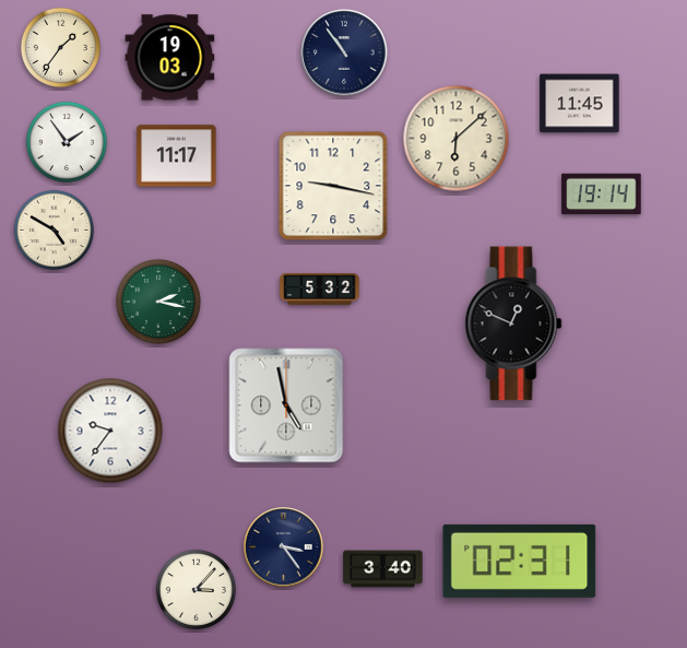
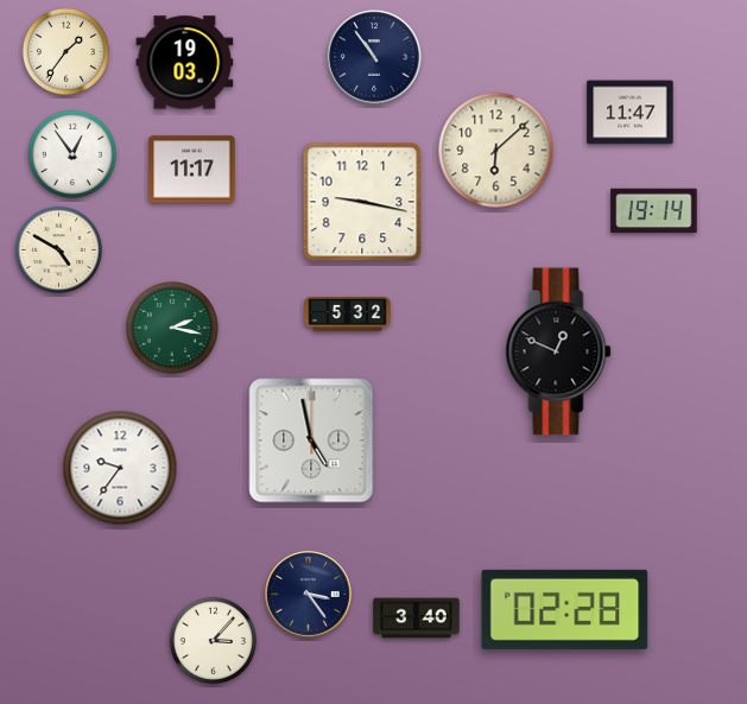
clock at (580, 104): 11:45 -> 11:47
clock at (67, 142): 1:54 -> 12:54
clock at (520, 561): 02:31 -> 02:28
